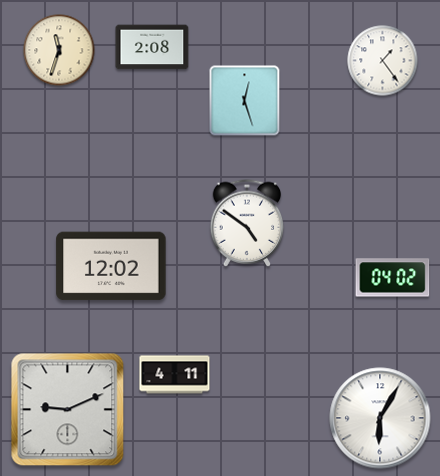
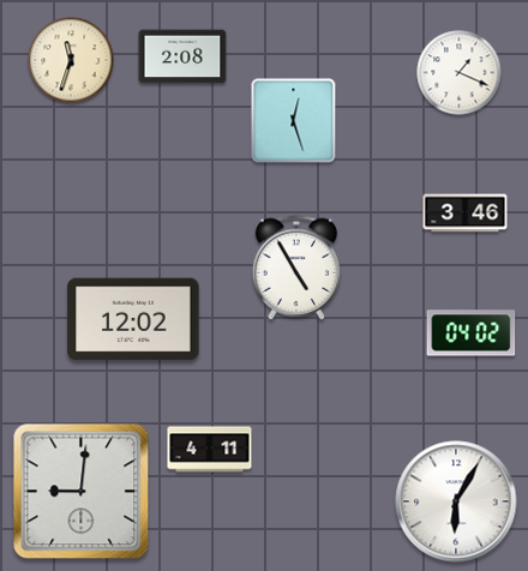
clock at (383, 61): 1:24 -> 1:19
clock at (466, 214): none -> 3:46
clock at (247, 223): 4:51 -> 4:55
clock at (68, 410): 9:11 -> 9:01
